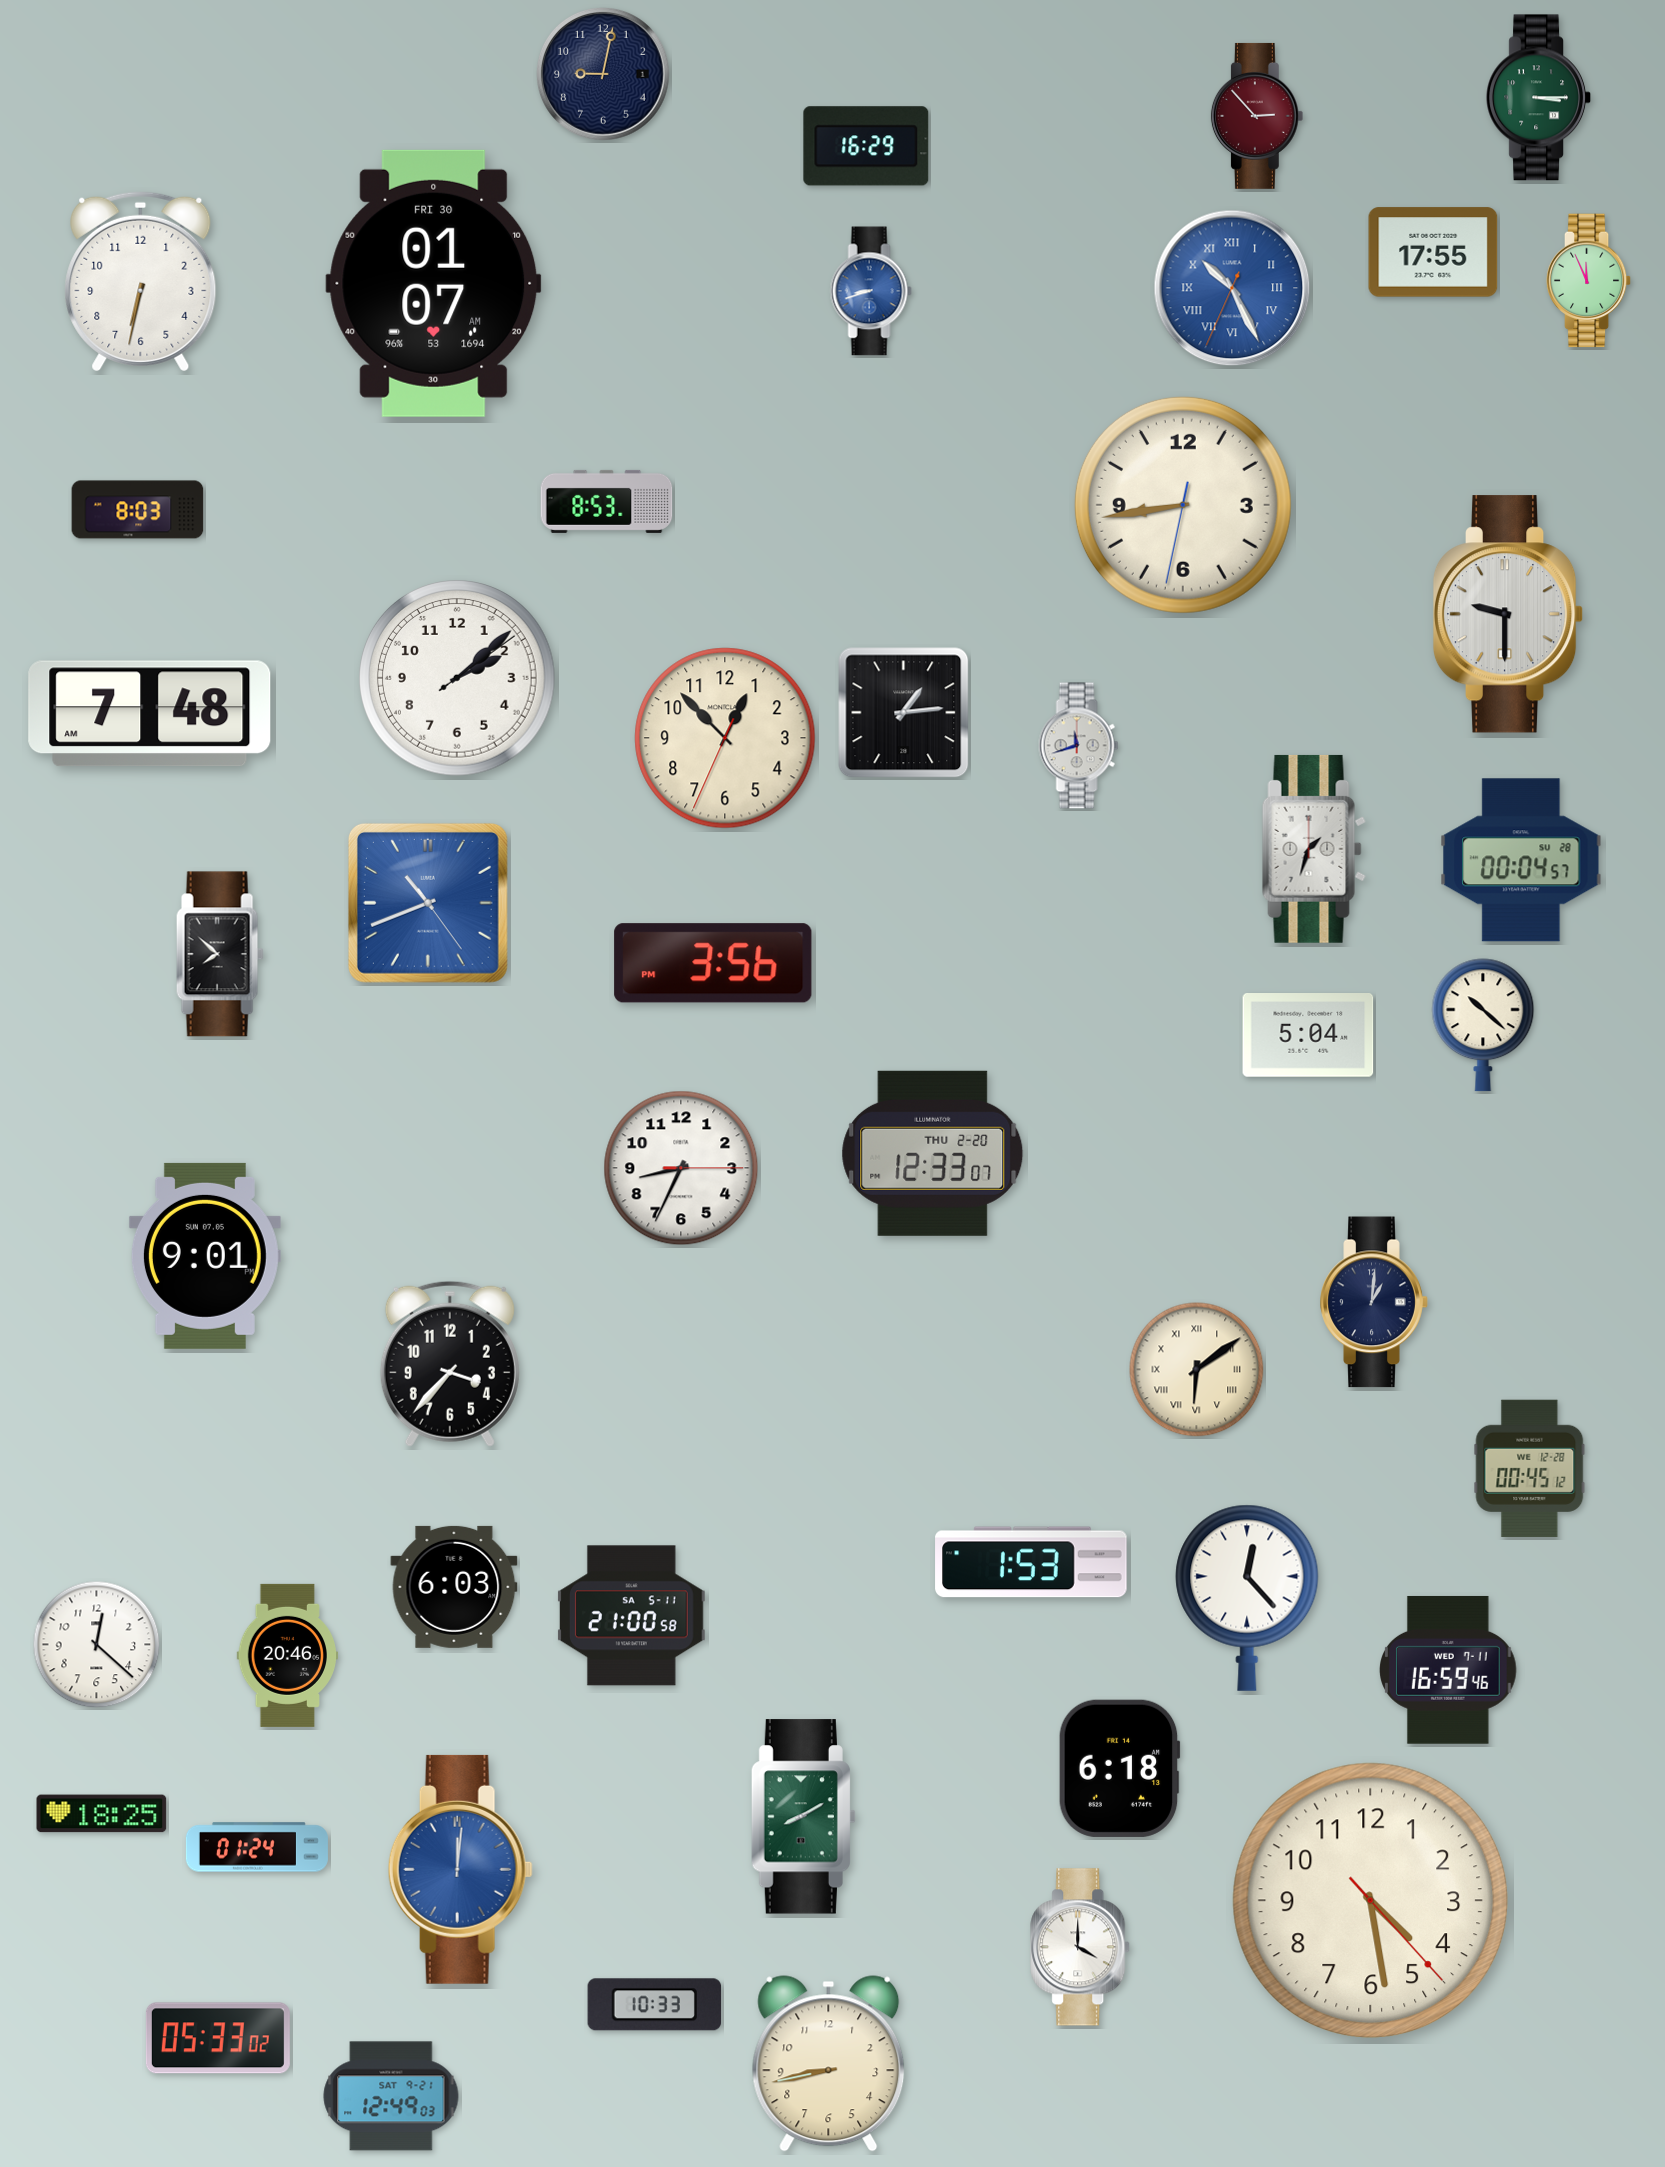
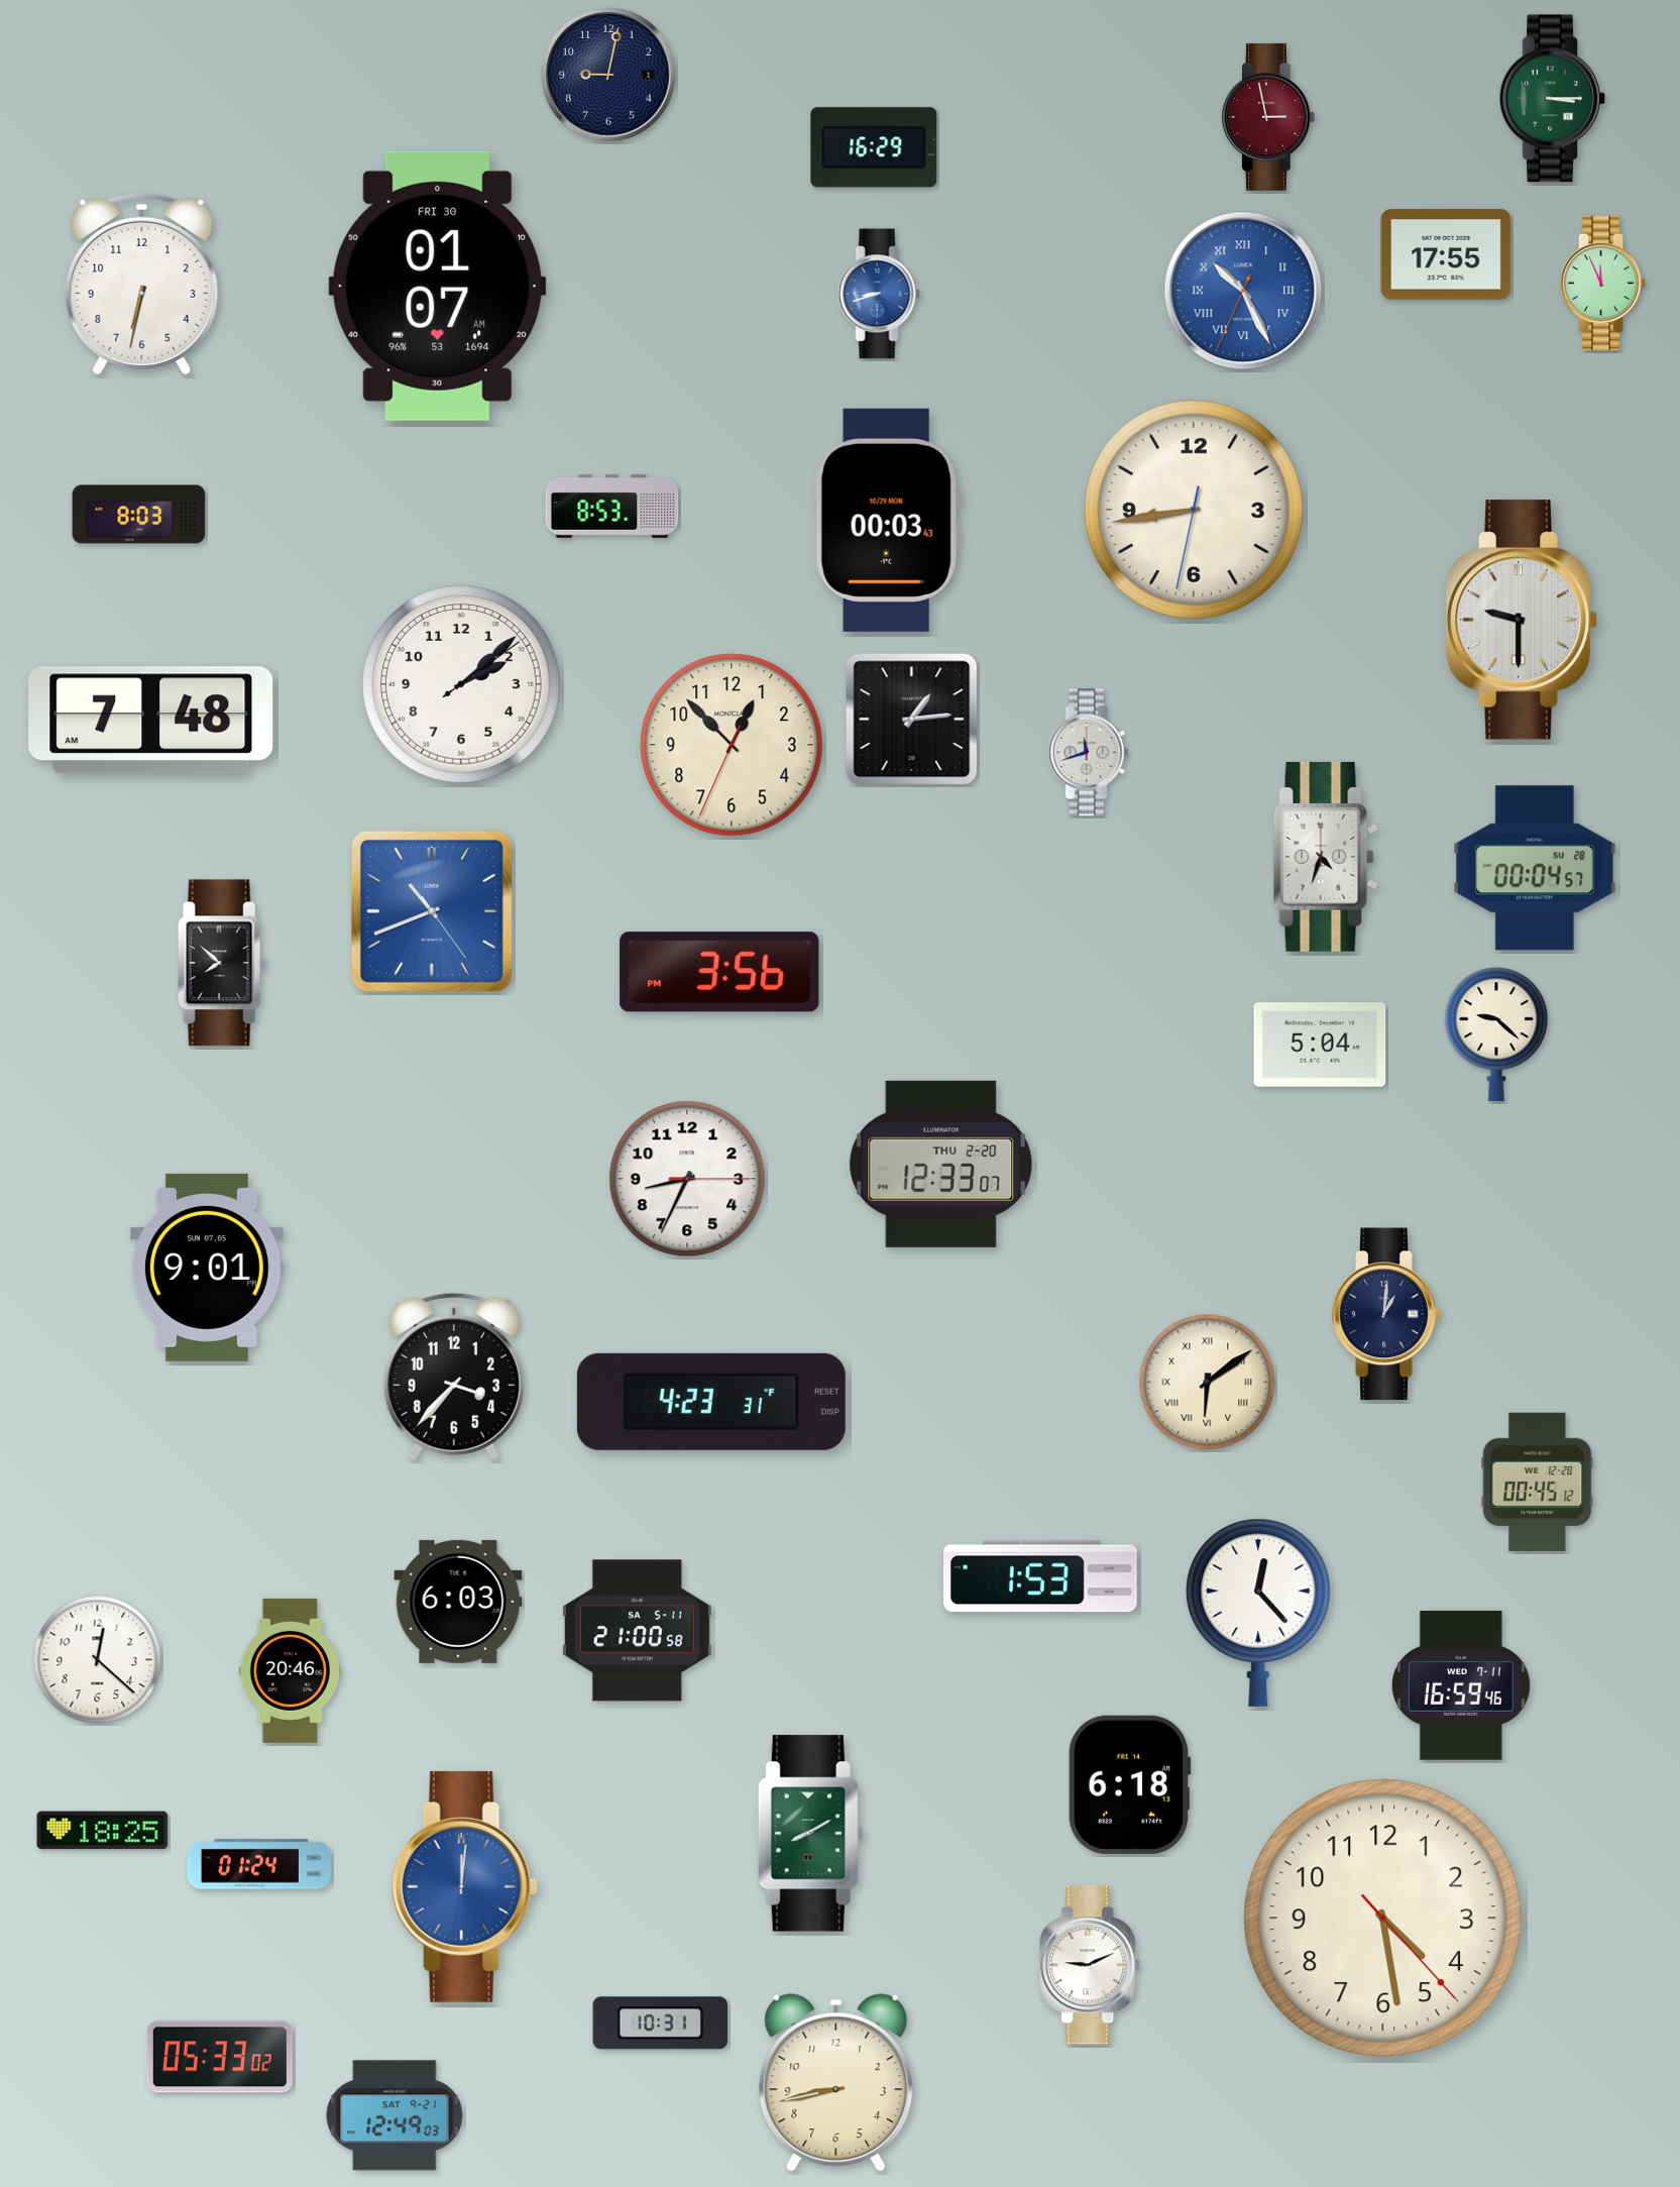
clock at (1257, 116): 2:53 -> 2:58
clock at (887, 520): none -> 00:03
clock at (1314, 849): 1:33 -> 4:33
clock at (1483, 1025): 10:22 -> 9:22
clock at (711, 1402): none -> 4:23
clock at (1530, 1468) position: (1530, 1468) -> (1538, 1482)
clock at (1081, 1947): 4:00 -> 9:11
clock at (655, 2005): 10:33 -> 10:31
